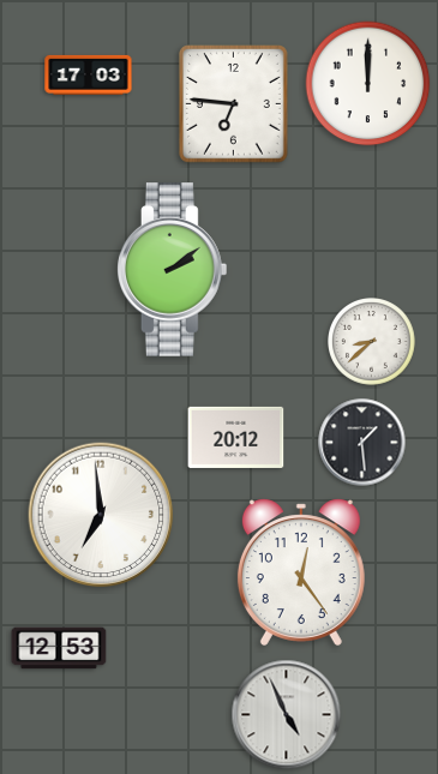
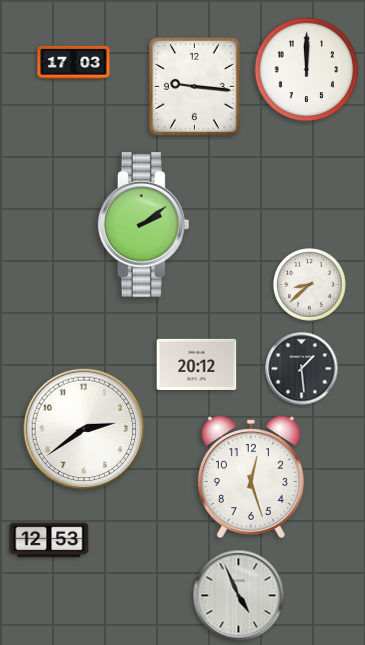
clock at (234, 104): 6:46 -> 9:16
clock at (101, 515): 6:59 -> 2:39
clock at (301, 572): 12:24 -> 12:27
